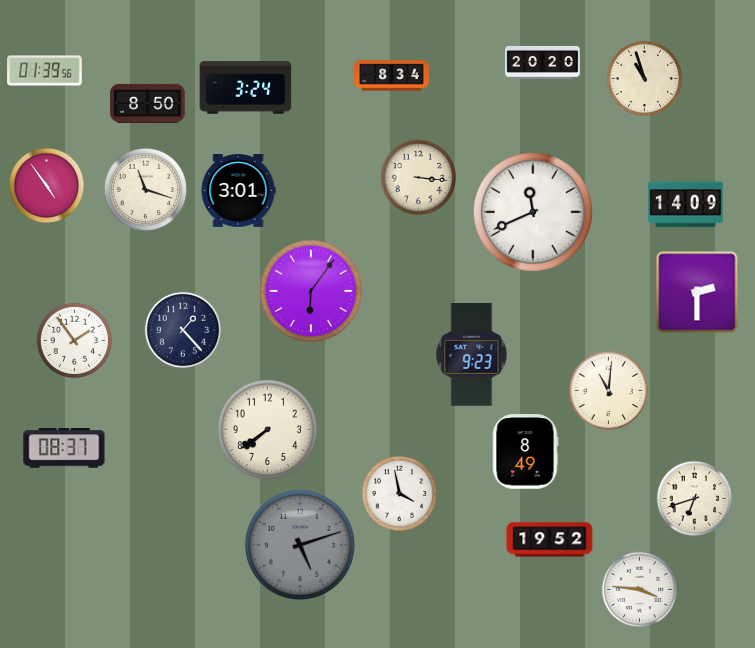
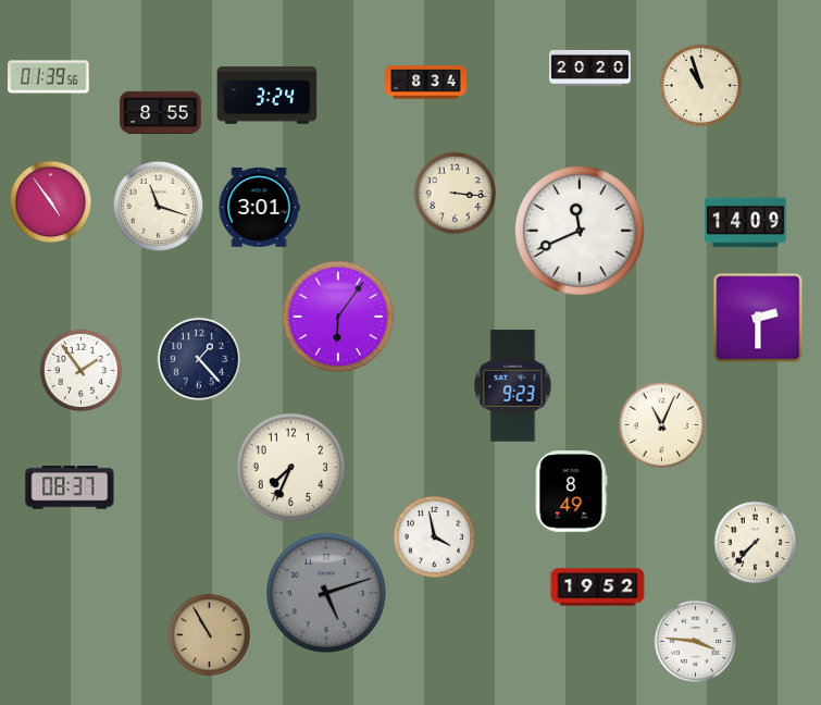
clock at (148, 103): 8:50 -> 8:55
clock at (609, 391): 11:01 -> 11:04
clock at (267, 429): 7:39 -> 7:34
clock at (695, 499): 6:42 -> 7:37
clock at (210, 635): none -> 10:55
